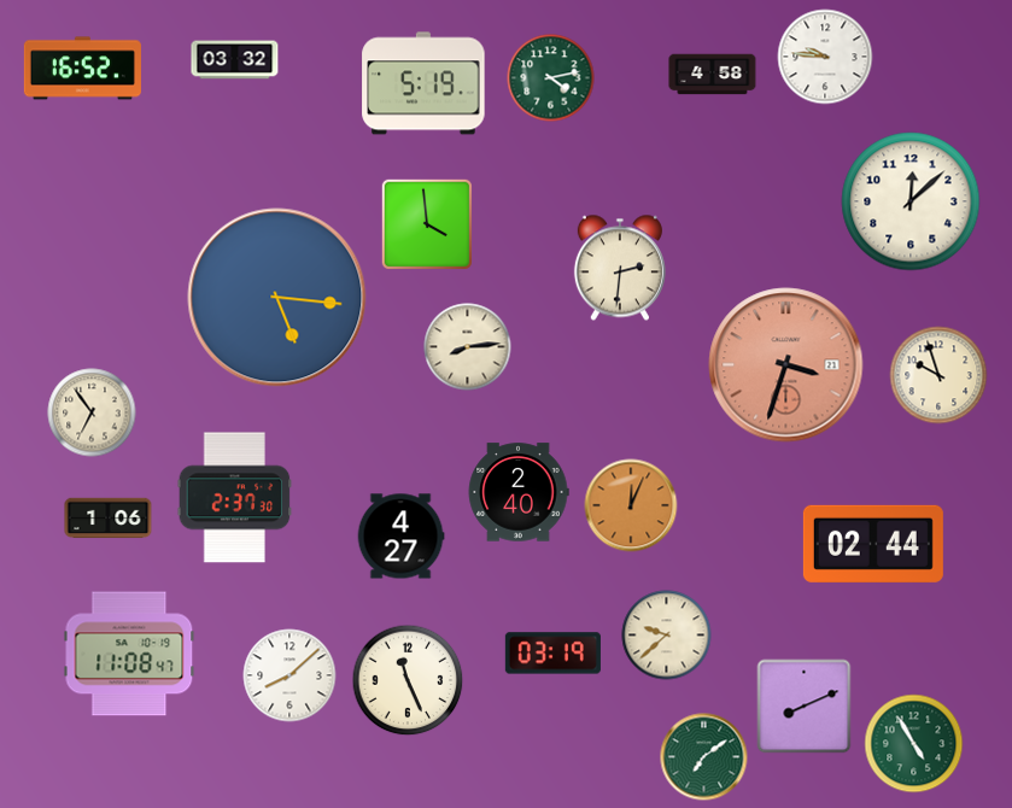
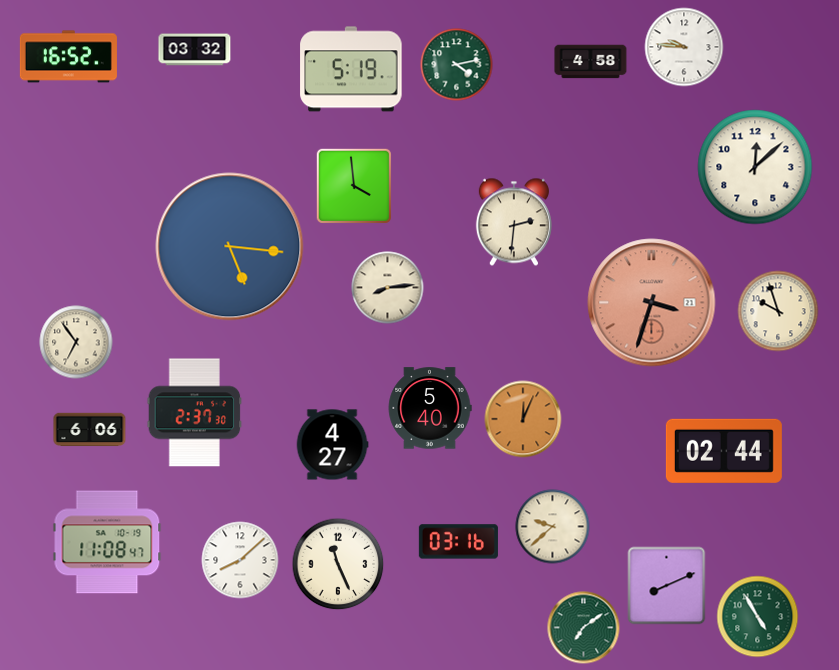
clock at (519, 492): 2:40 -> 5:40
clock at (109, 519): 1:06 -> 6:06
clock at (552, 654): 03:19 -> 03:16
